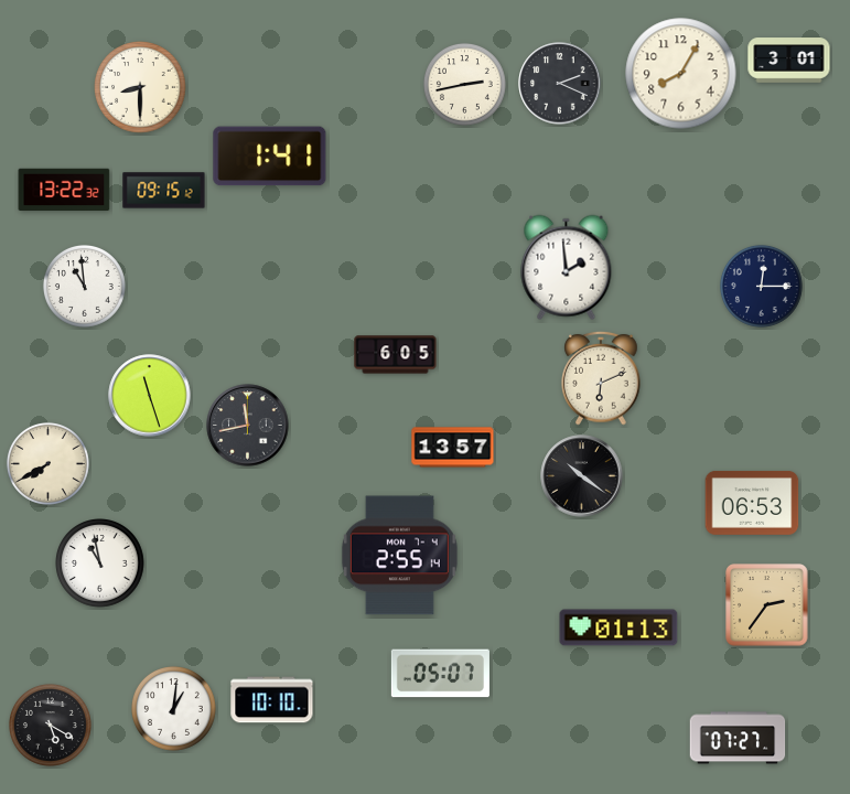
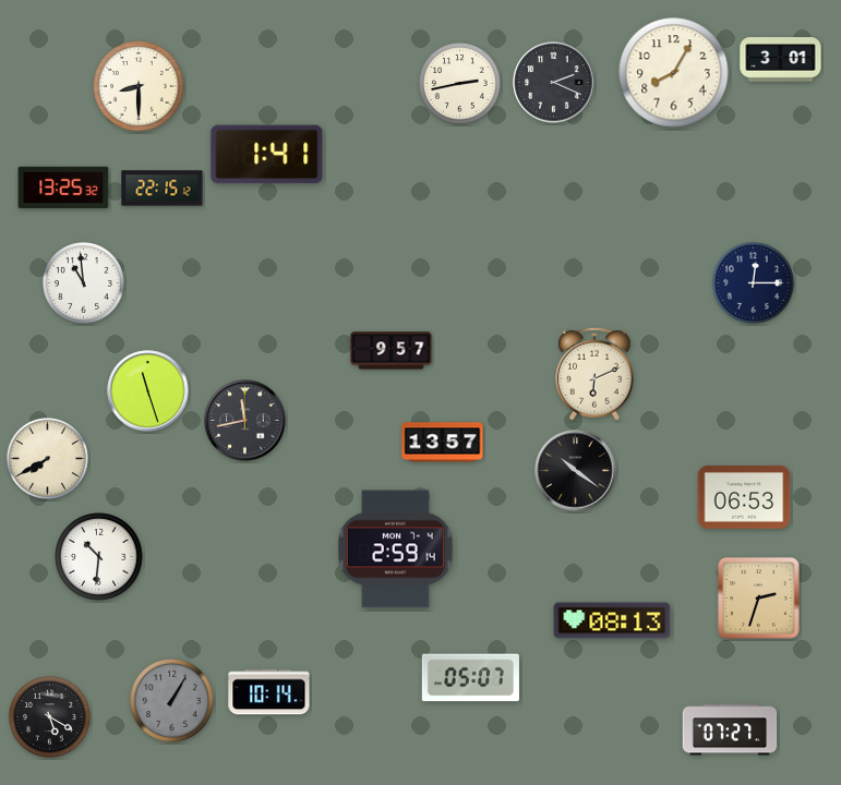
clock at (64, 190): 13:22 -> 13:25
clock at (164, 191): 09:15 -> 22:15
clock at (567, 268): 1:59 -> none
clock at (396, 355): 6:05 -> 9:57
clock at (453, 448) position: (453, 448) -> (443, 443)
clock at (399, 556): 2:55 -> 2:59
clock at (100, 564): 10:58 -> 10:31
clock at (767, 605): 2:36 -> 2:33
clock at (618, 627): 01:13 -> 08:13
clock at (440, 674) position: (440, 674) -> (470, 678)
clock at (272, 700): 10:10 -> 10:14
clock at (174, 709): 1:01 -> 1:05
clock at (174, 709) dial: white -> grey
